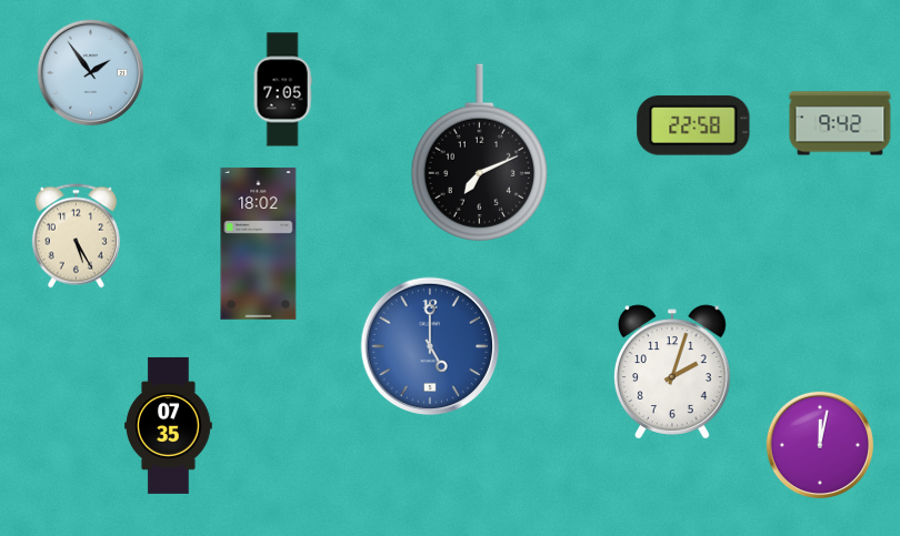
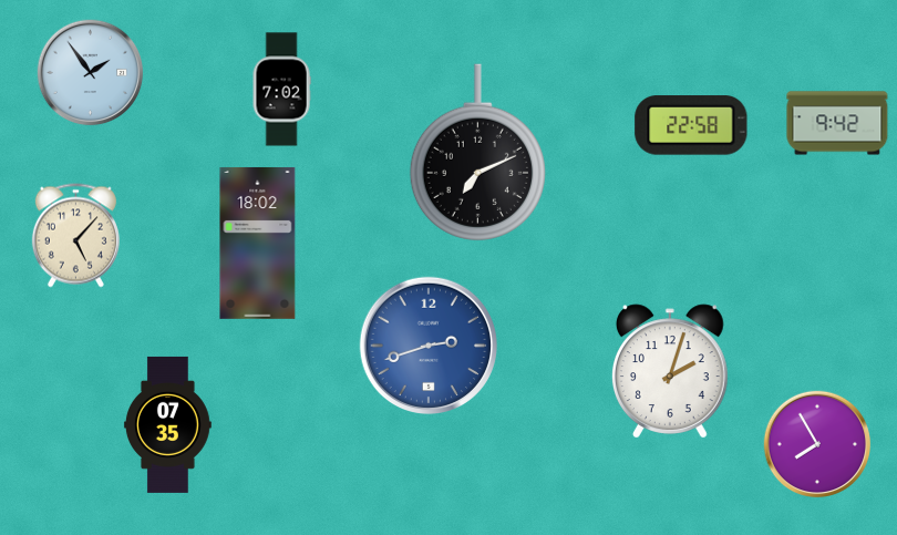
clock at (282, 90): 7:05 -> 7:02
clock at (76, 236): 5:25 -> 5:07
clock at (430, 346): 5:00 -> 2:42
clock at (820, 445): 12:02 -> 7:55
